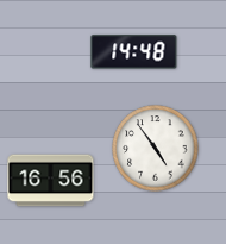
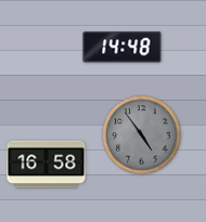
clock at (156, 149) dial: white -> grey
clock at (51, 181): 16:56 -> 16:58
